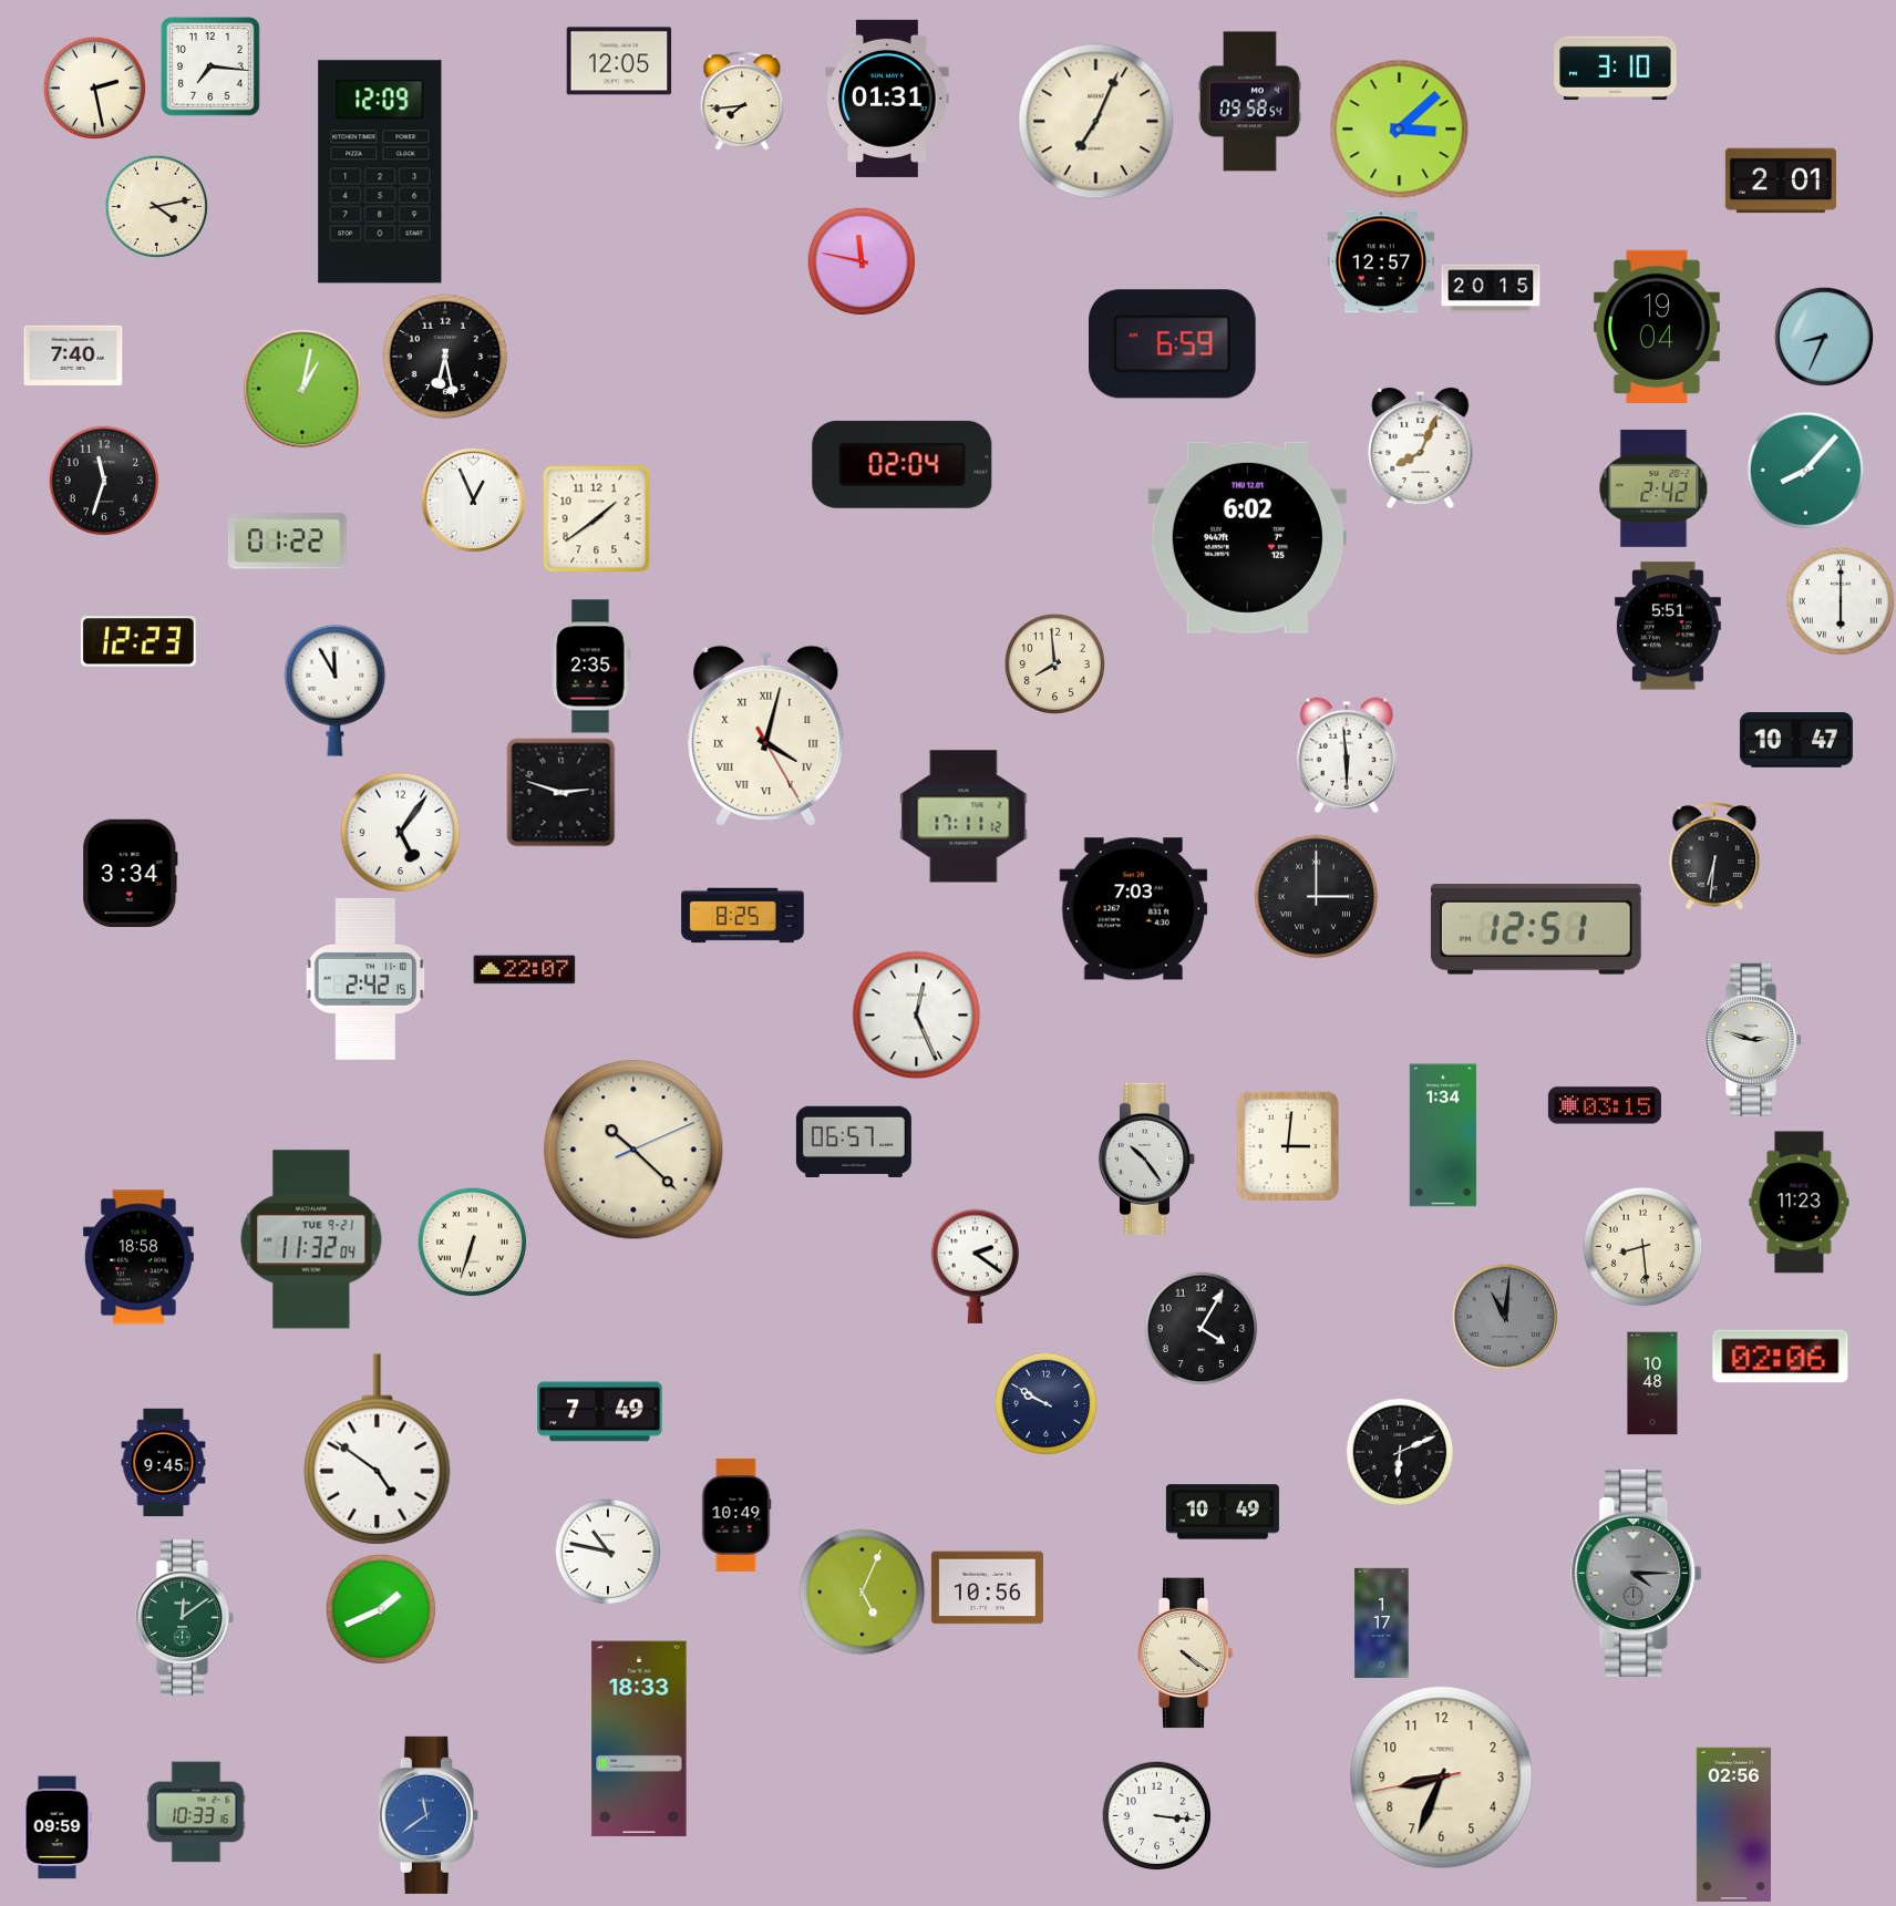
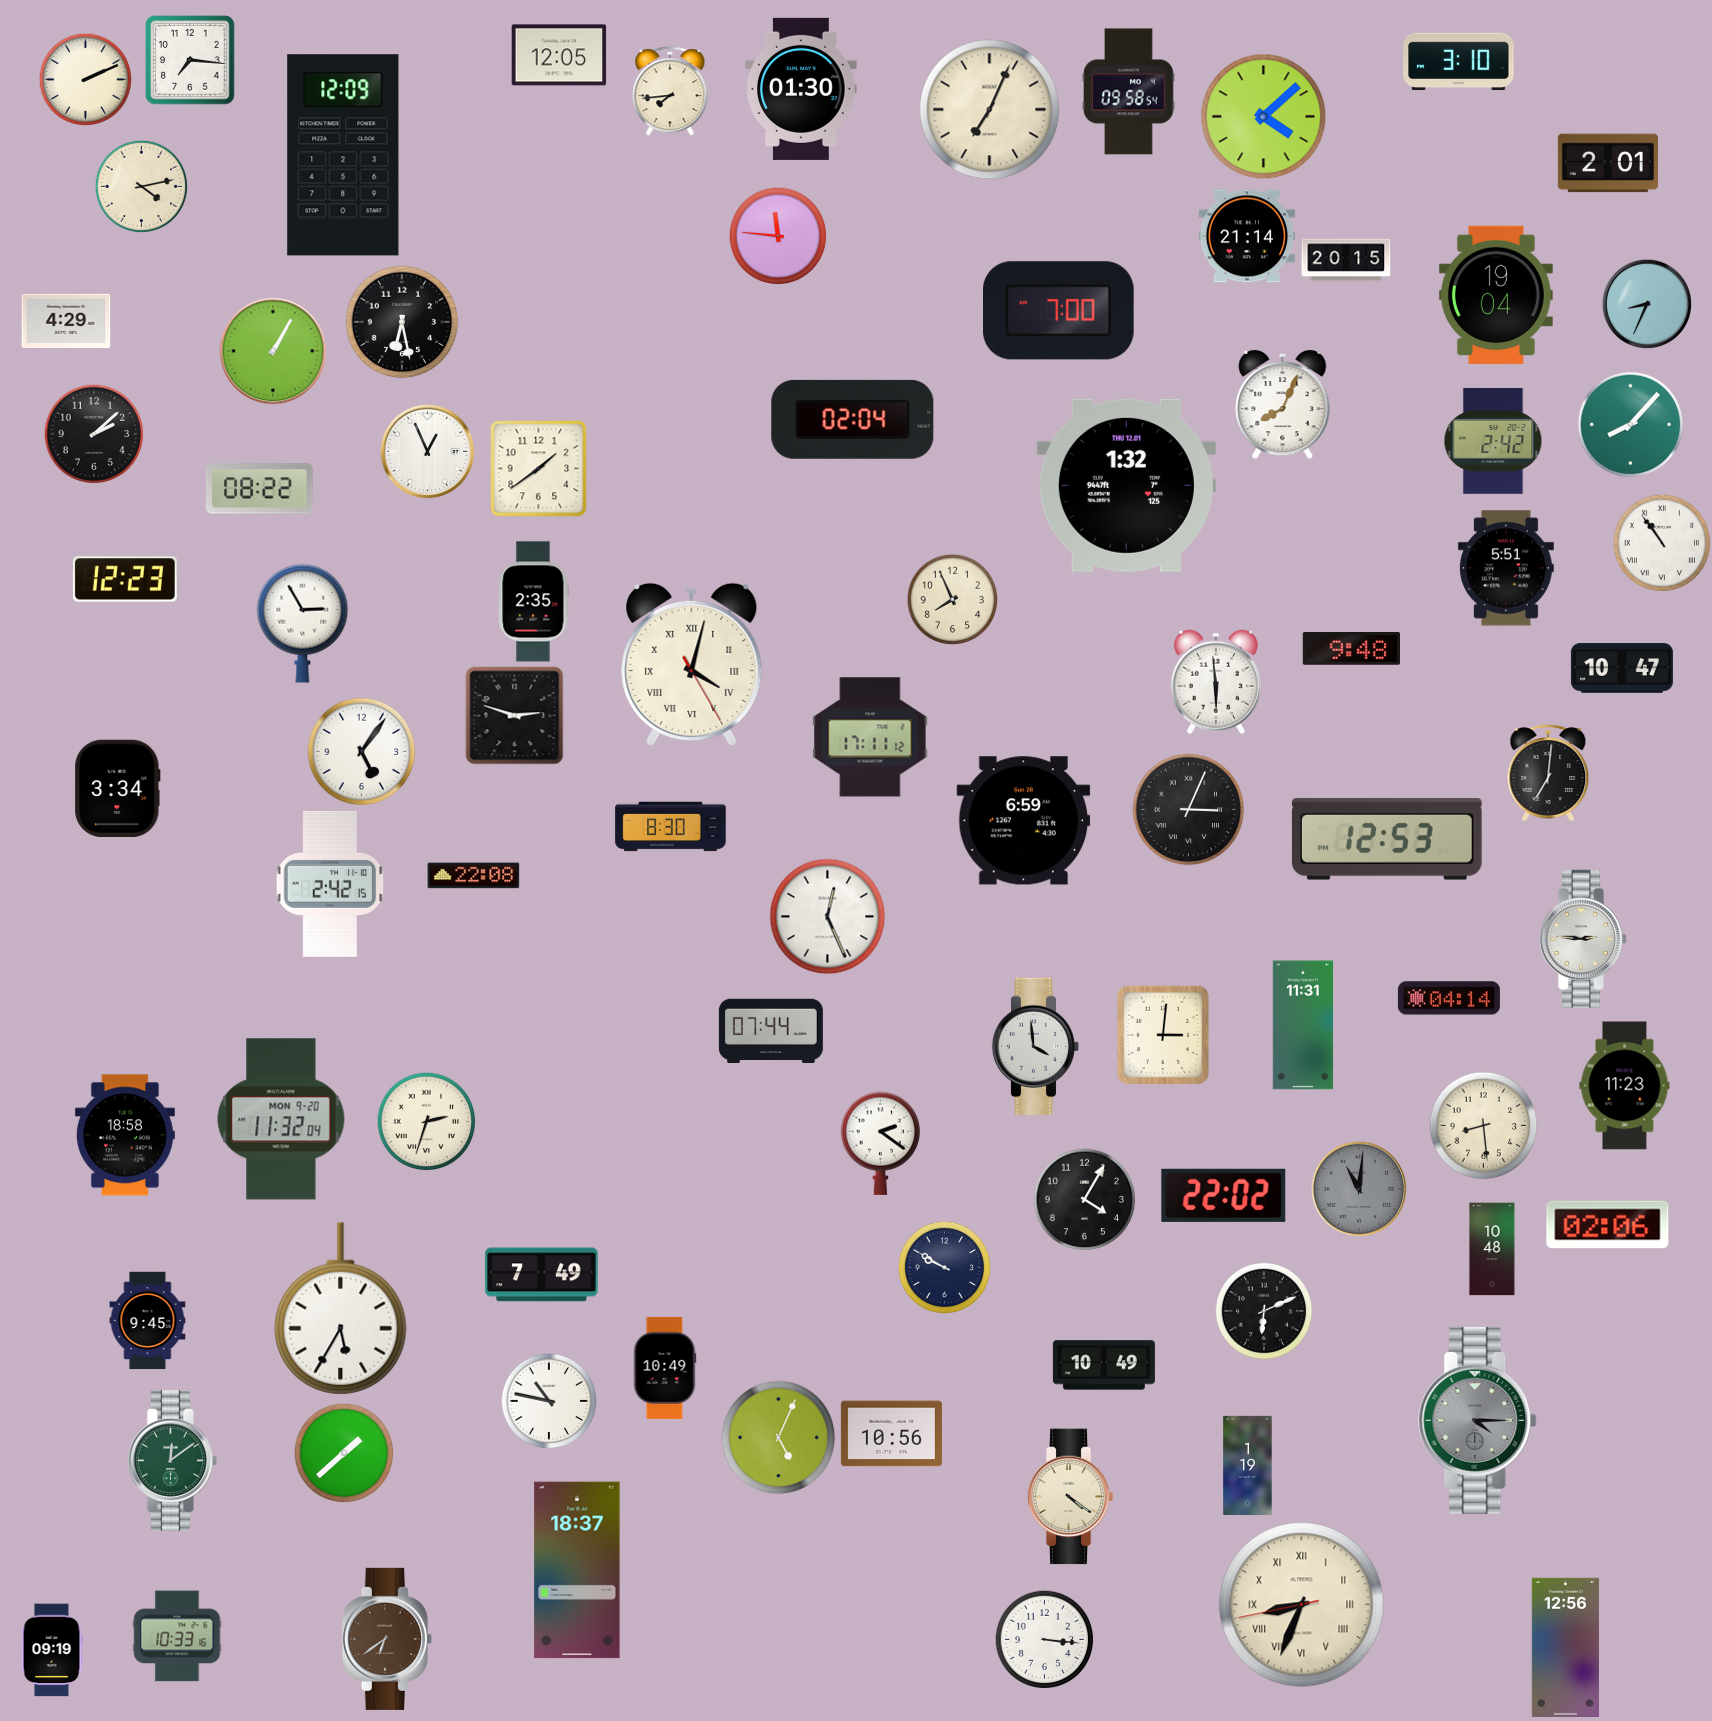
clock at (94, 87): 2:28 -> 2:11
clock at (887, 99): 01:31 -> 01:30
clock at (1400, 130): 3:08 -> 4:08
clock at (862, 261): 11:47 -> 11:46
clock at (1381, 261): 12:57 -> 21:14
clock at (1173, 344): 6:59 -> 7:00
clock at (73, 354): 7:40 -> 4:29
clock at (302, 389): 1:02 -> 1:05
clock at (903, 464) position: (903, 464) -> (853, 419)
clock at (104, 481): 11:33 -> 2:08
clock at (1247, 537): 6:02 -> 1:32
clock at (287, 542): 01:22 -> 08:22
clock at (1841, 601): 6:00 -> 10:54
clock at (1668, 626) position: (1668, 626) -> (1506, 568)
clock at (1054, 663): 7:59 -> 7:56
clock at (336, 690): 11:55 -> 2:55
clock at (1351, 649): none -> 9:48
clock at (561, 793) position: (561, 793) -> (515, 716)
clock at (1714, 856): 6:31 -> 7:01
clock at (1317, 897): 3:00 -> 3:04
clock at (1134, 909): 7:03 -> 6:59
clock at (743, 916): 8:25 -> 8:30
clock at (1536, 929): 12:51 -> 12:53
clock at (525, 970): 22:07 -> 22:08
clock at (1753, 1039): 2:48 -> 2:46
clock at (1605, 1105): 03:15 -> 04:14
clock at (1443, 1135): 1:34 -> 11:31
clock at (854, 1141): 06:57 -> 07:44
clock at (633, 1150): 10:22 -> none
clock at (1147, 1160): 10:24 -> 3:59
clock at (311, 1239) date: TUE 9-21 -> MON 9-20
clock at (473, 1243): 6:33 -> 2:33
clock at (1224, 1195): none -> 22:02
clock at (378, 1450): 4:51 -> 5:35
clock at (381, 1609): 1:41 -> 1:38
clock at (184, 1617) position: (184, 1617) -> (172, 1460)
clock at (1382, 1622): 1:17 -> 1:19
clock at (1185, 1653) position: (1185, 1653) -> (1070, 1497)
clock at (639, 1739): 18:33 -> 18:37
clock at (1442, 1778) numerals: Arabic -> Roman
clock at (429, 1815): 11:39 -> 6:39
clock at (429, 1815) dial: blue -> brown
clock at (1733, 1824): 02:56 -> 12:56
clock at (58, 1827): 09:59 -> 09:19
